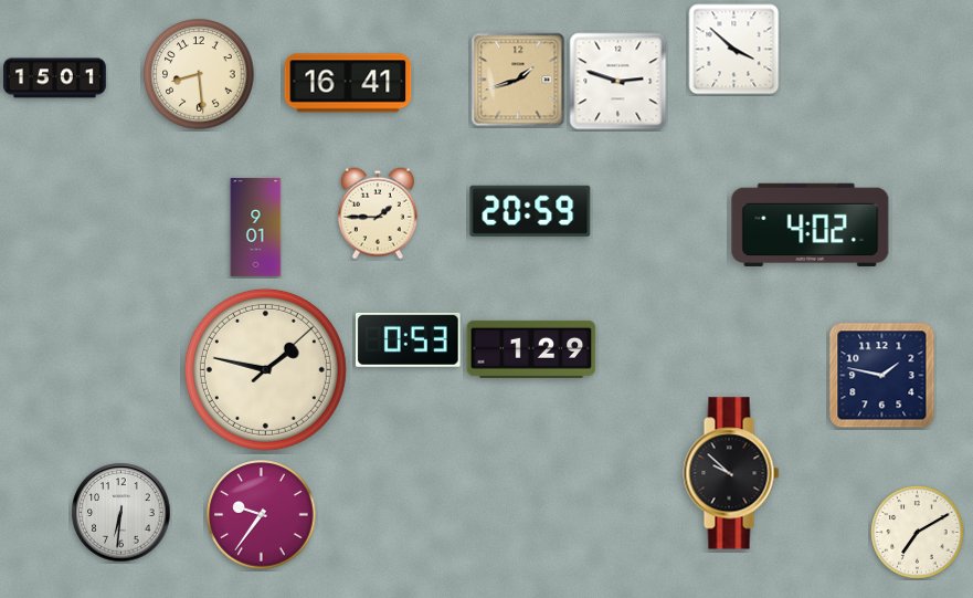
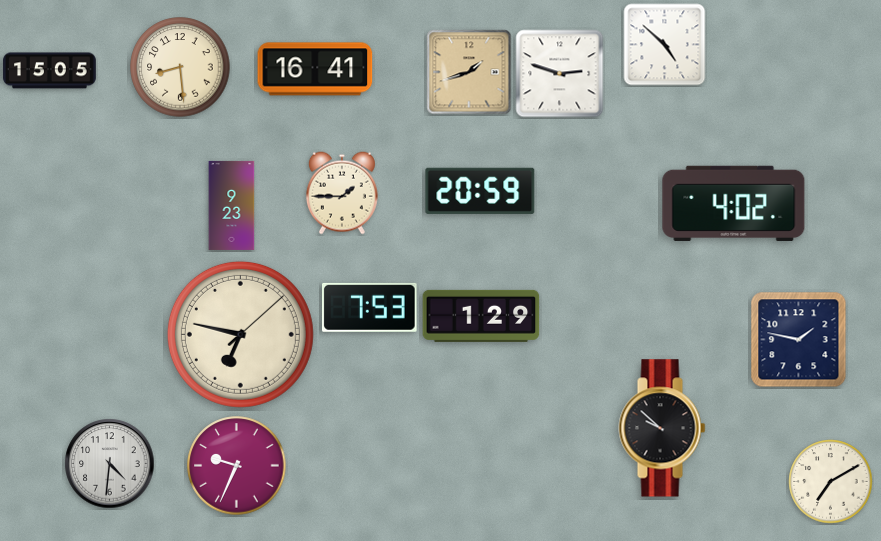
clock at (734, 50): 3:52 -> 4:52
clock at (55, 78): 15:01 -> 15:05
clock at (348, 83) position: (348, 83) -> (315, 69)
clock at (256, 227): 9:01 -> 9:23
clock at (409, 339): 0:53 -> 7:53
clock at (265, 369): 1:47 -> 6:47
clock at (121, 513): 6:31 -> 4:31
clock at (262, 515): 9:36 -> 9:34
